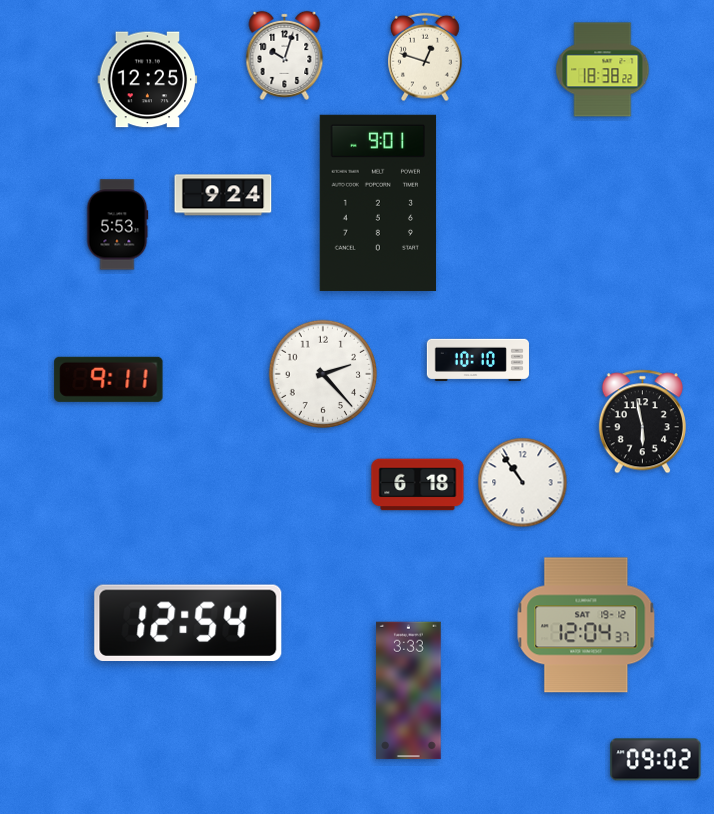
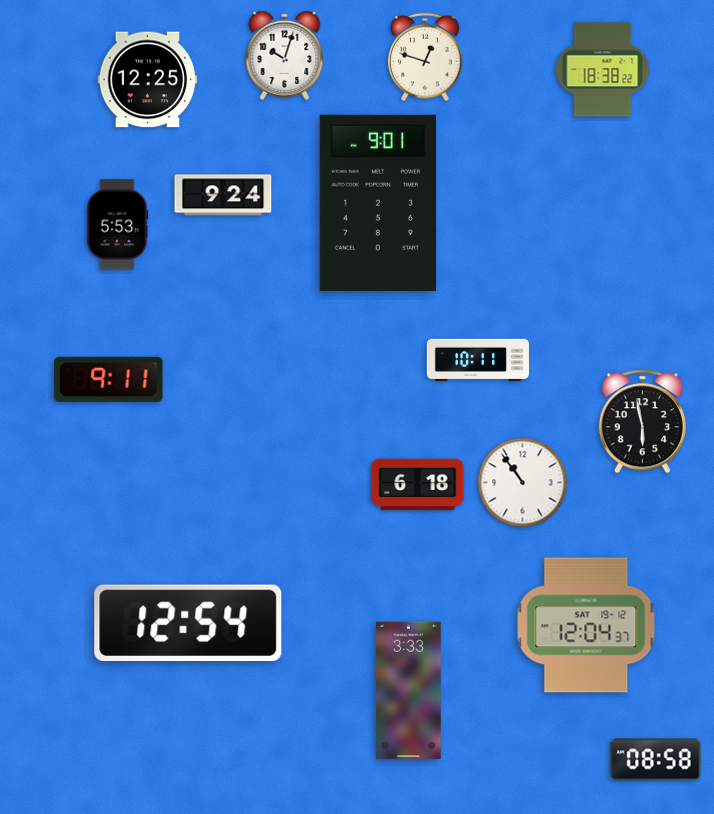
clock at (478, 360): 10:10 -> 10:11
clock at (322, 373): 2:23 -> none
clock at (656, 760): 09:02 -> 08:58
